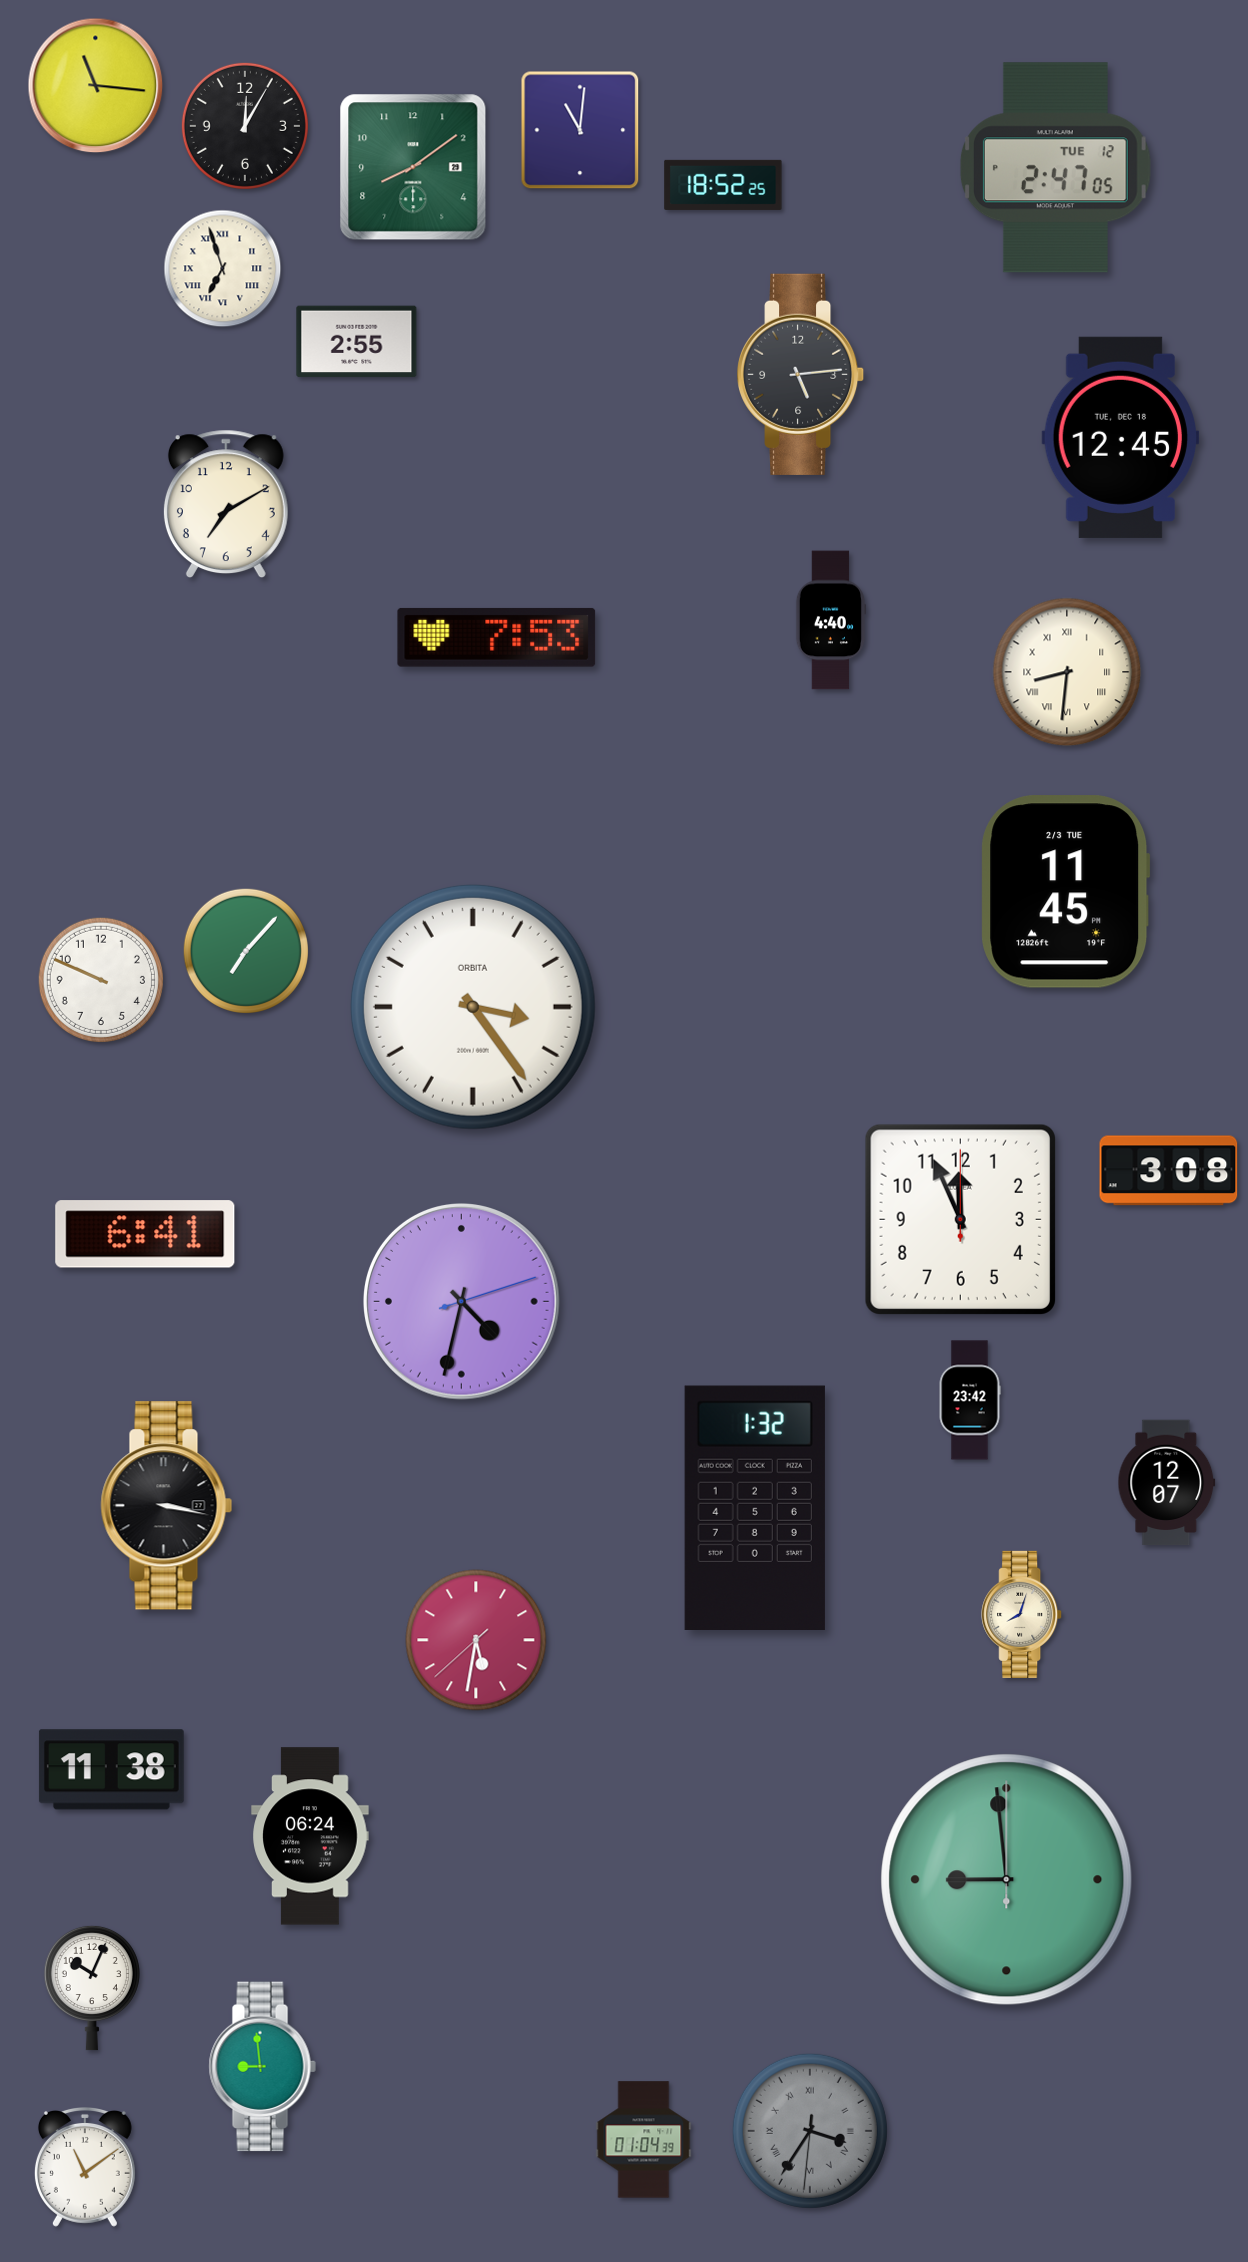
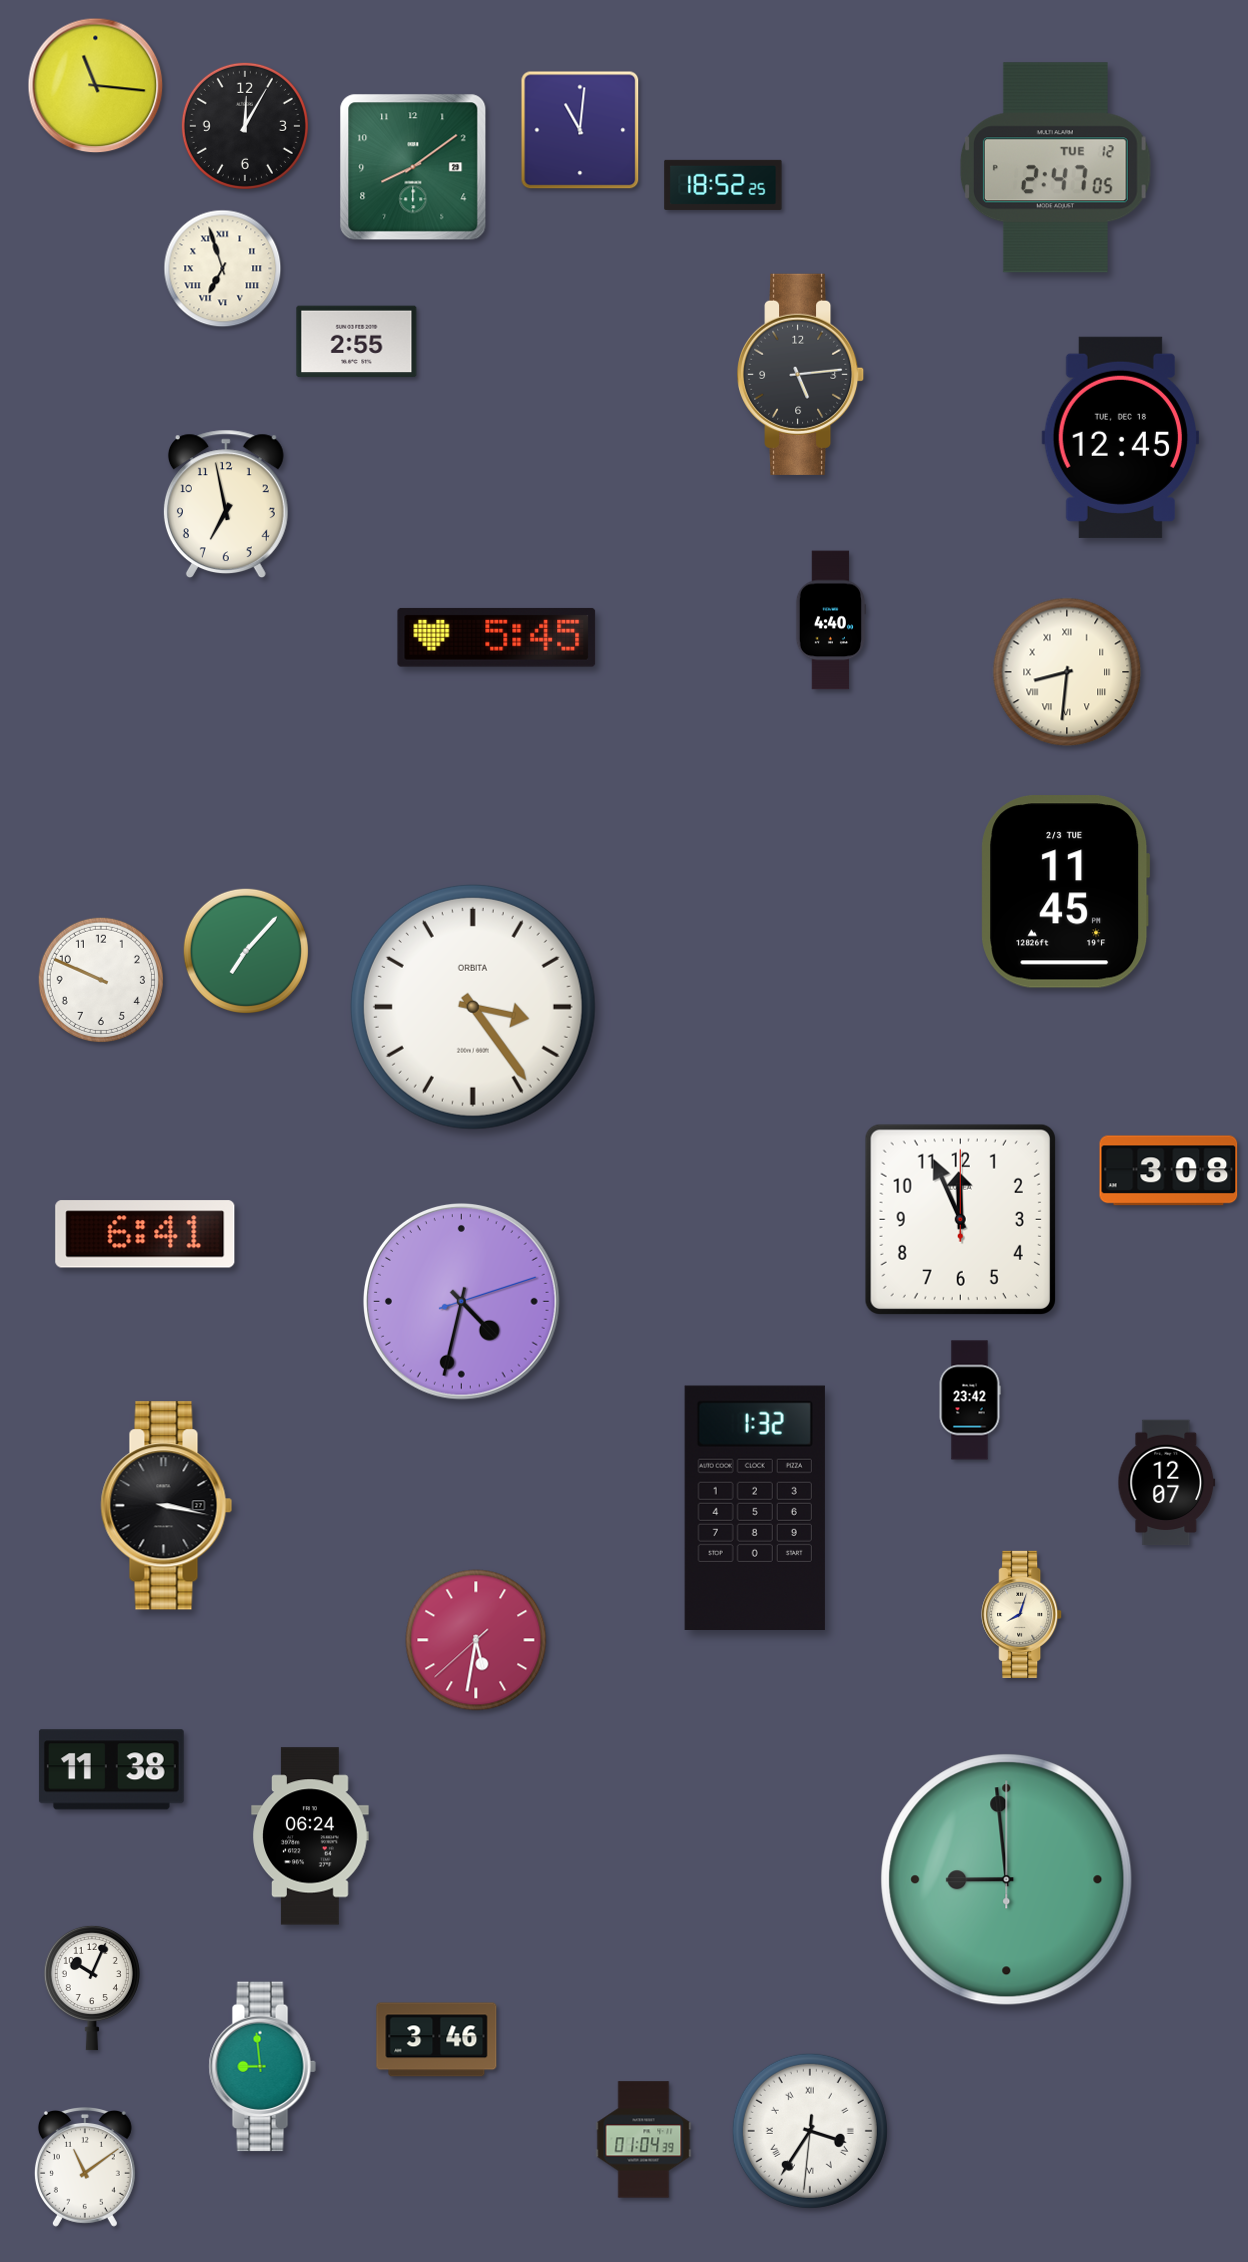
clock at (226, 504): 7:10 -> 6:58
clock at (497, 637): 7:53 -> 5:45
clock at (437, 2040): none -> 3:46
clock at (810, 2131) dial: grey -> white
